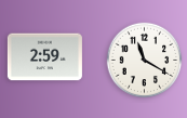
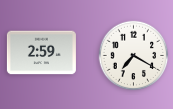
clock at (145, 61): 11:20 -> 7:20
